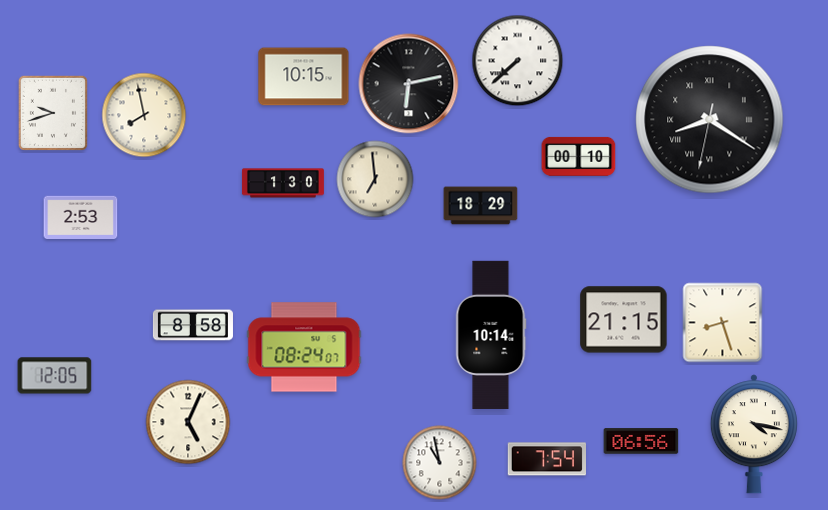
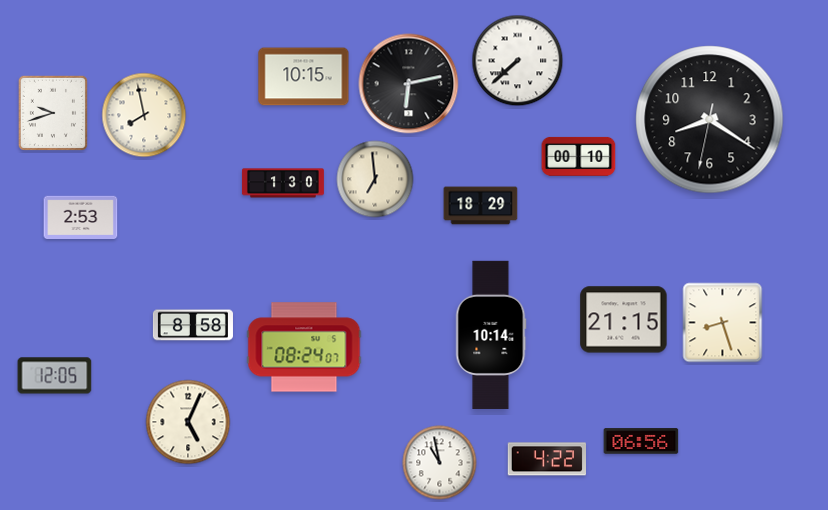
clock at (710, 120) numerals: Roman -> Arabic
clock at (754, 434): 4:17 -> none
clock at (546, 459): 7:54 -> 4:22
